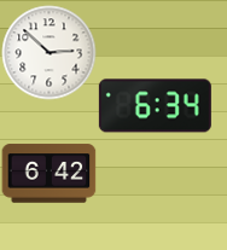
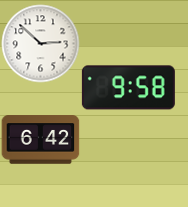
clock at (155, 106): 6:34 -> 9:58
clock at (48, 174) position: (48, 174) -> (40, 140)
